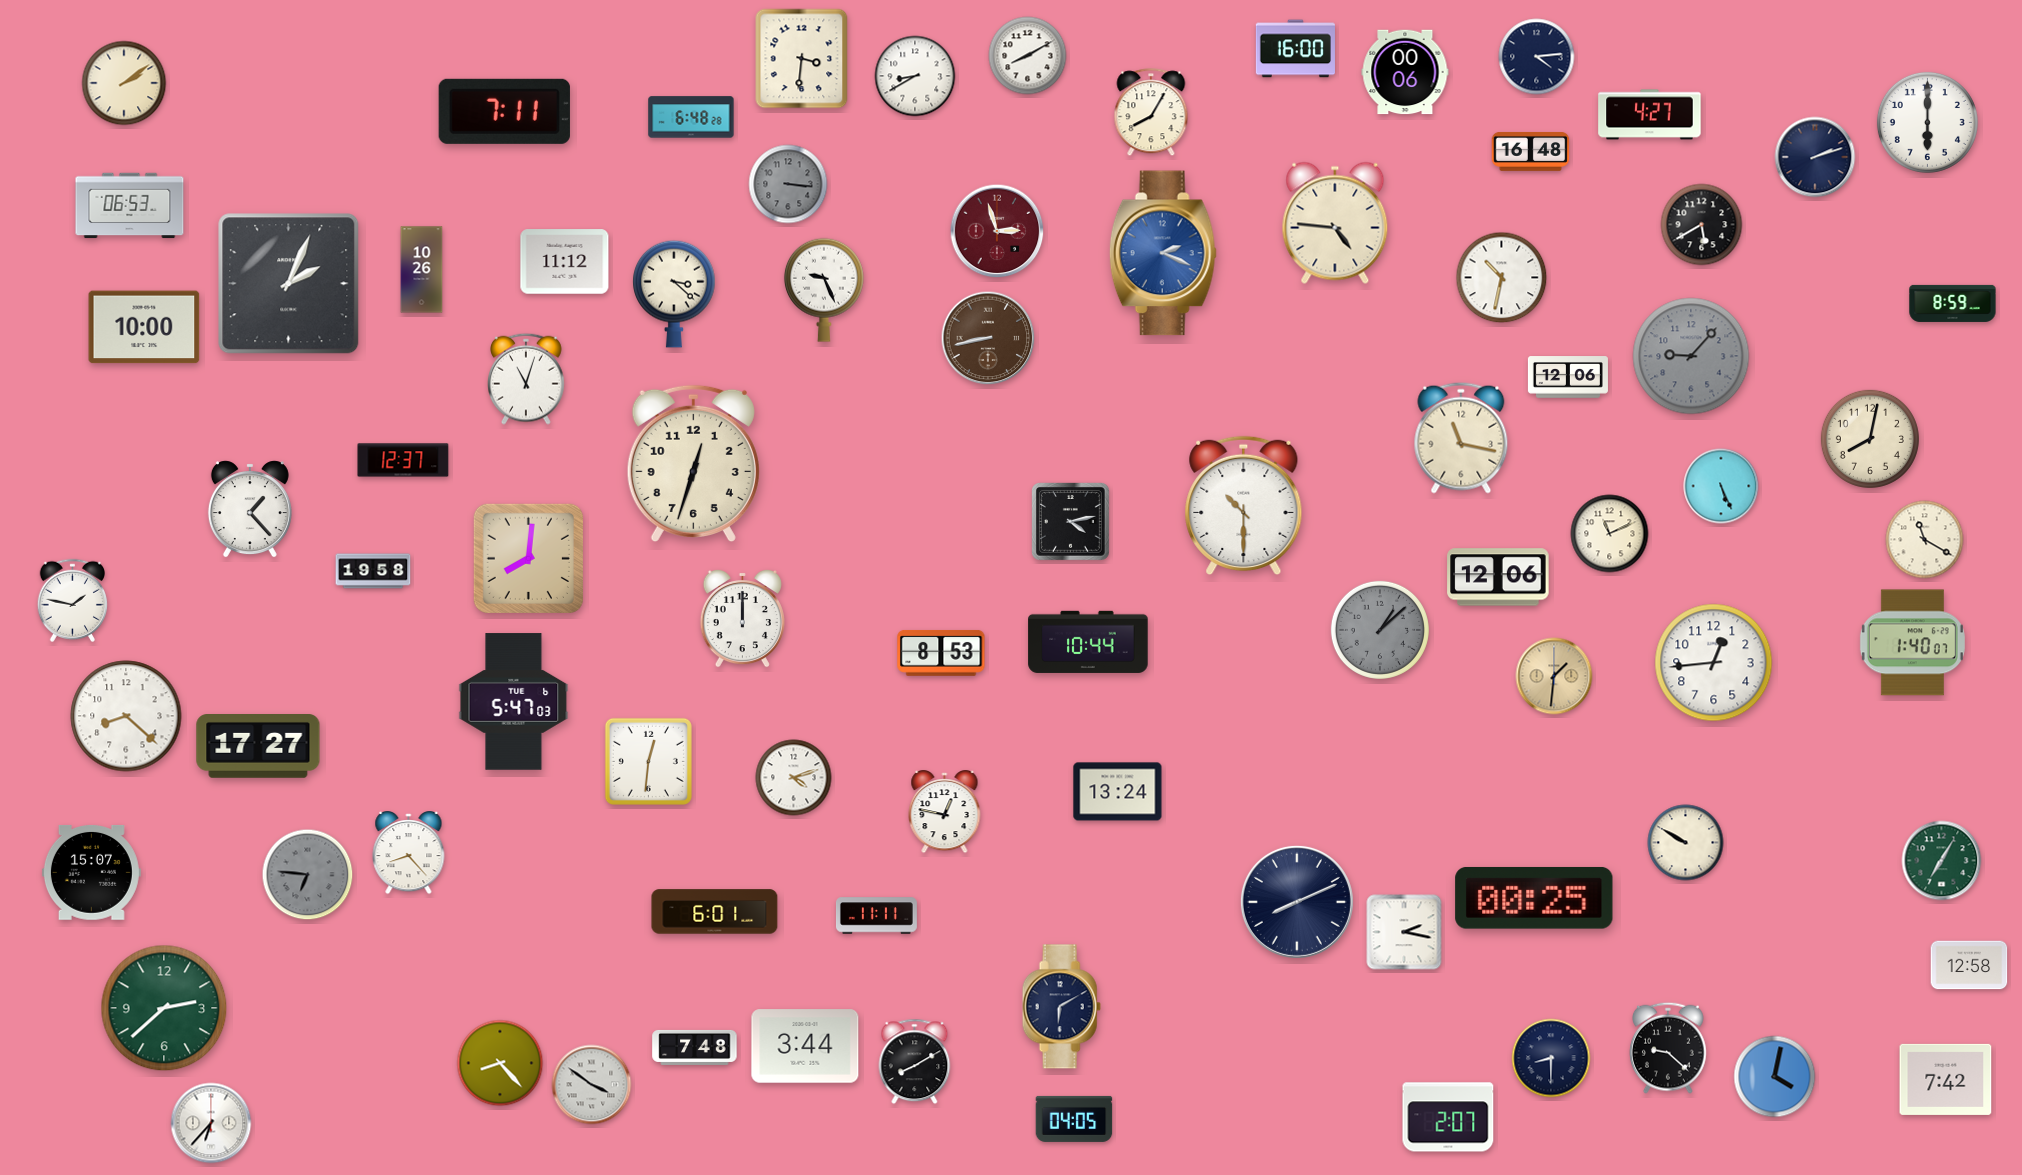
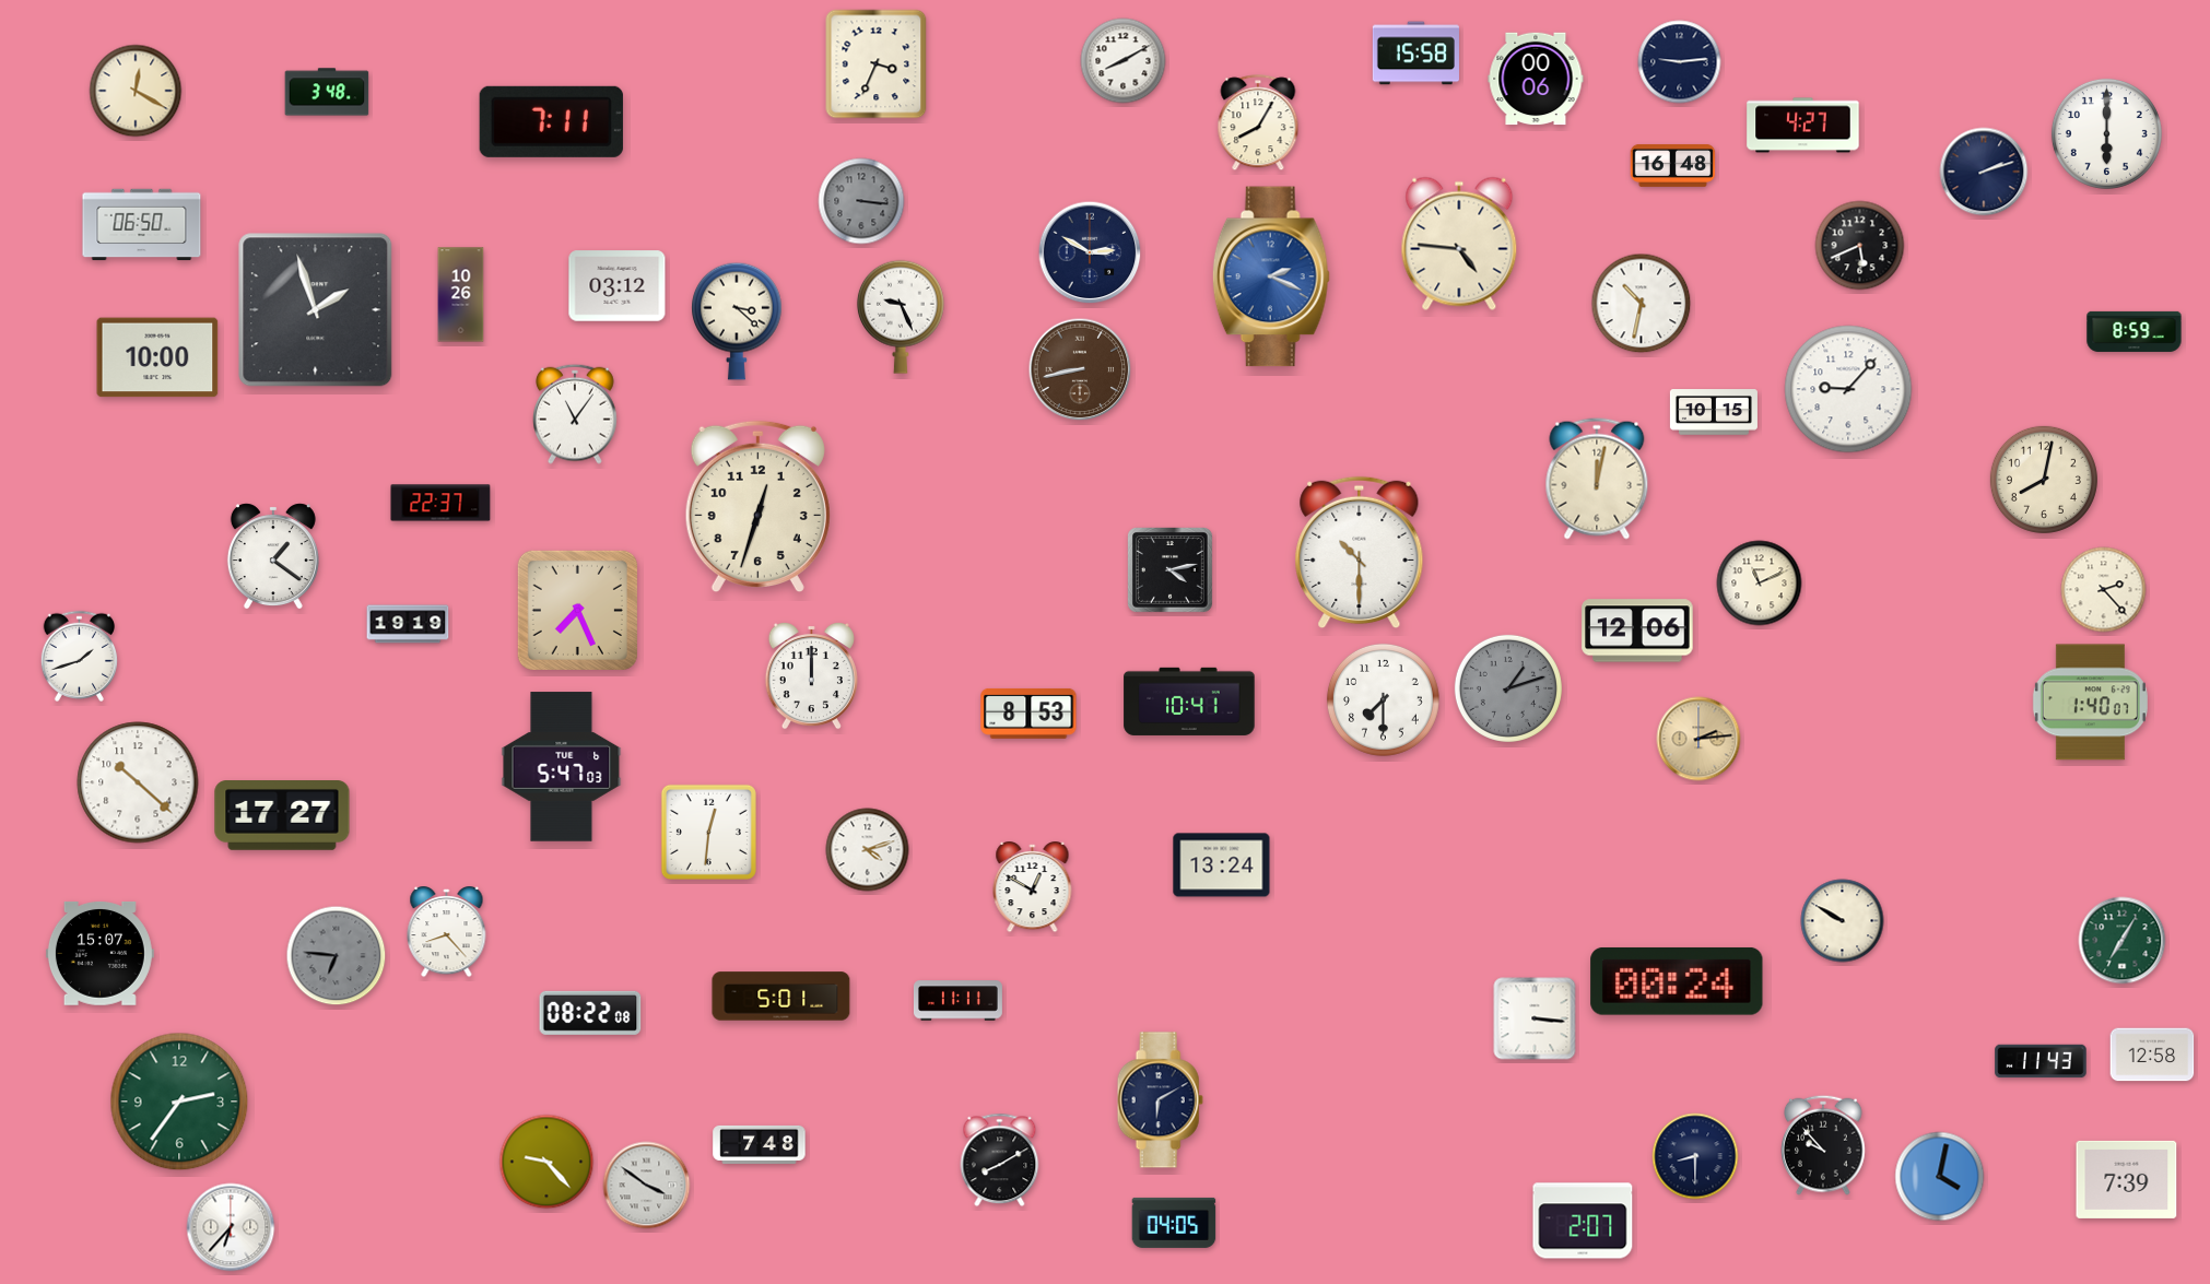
clock at (1295, 49): 16:00 -> 15:58
clock at (1537, 57): 4:14 -> 9:14
clock at (802, 59): 3:31 -> 3:34
clock at (915, 76): 8:40 -> none
clock at (124, 83): 2:09 -> 12:20
clock at (327, 92): none -> 3:48
clock at (691, 117): 6:48 -> none
clock at (130, 206): 06:53 -> 06:50
clock at (1702, 225): 5:40 -> 5:41
clock at (997, 231): 2:57 -> 2:50
clock at (997, 231) dial: burgundy -> navy
clock at (565, 262): 11:12 -> 03:12
clock at (289, 284): 2:04 -> 1:57
clock at (1691, 356) dial: grey -> white
clock at (1568, 377): 12:06 -> 10:15
clock at (527, 379): 11:03 -> 11:06
clock at (1461, 438): 11:17 -> 12:02
clock at (403, 460): 12:37 -> 22:37
clock at (1721, 486): 5:26 -> none
clock at (250, 509): 1:23 -> 1:21
clock at (1925, 540): 11:20 -> 2:23
clock at (528, 558): 8:01 -> 7:26
clock at (373, 571): 19:58 -> 19:19
clock at (73, 600): 1:47 -> 1:42
clock at (1380, 630): 1:08 -> 1:12
clock at (1383, 699): none -> 7:30
clock at (1088, 642): 10:44 -> 10:41
clock at (1714, 663): 12:44 -> none
clock at (1554, 676): 1:31 -> 2:14
clock at (126, 716): 8:22 -> 10:22
clock at (945, 813): 12:47 -> 12:50
clock at (1534, 898): 00:25 -> 00:24
clock at (1297, 902): 8:11 -> none
clock at (715, 912): 6:01 -> 5:01
clock at (590, 1013): none -> 08:22
clock at (1404, 932): 2:17 -> 3:16
clock at (2041, 1061): none -> 11:43
clock at (164, 1008): 2:38 -> 2:36
clock at (805, 1046): 3:44 -> none
clock at (1669, 1048): 9:22 -> 9:53
clock at (500, 1063): 8:23 -> 9:23
clock at (1946, 1079): 7:42 -> 7:39
